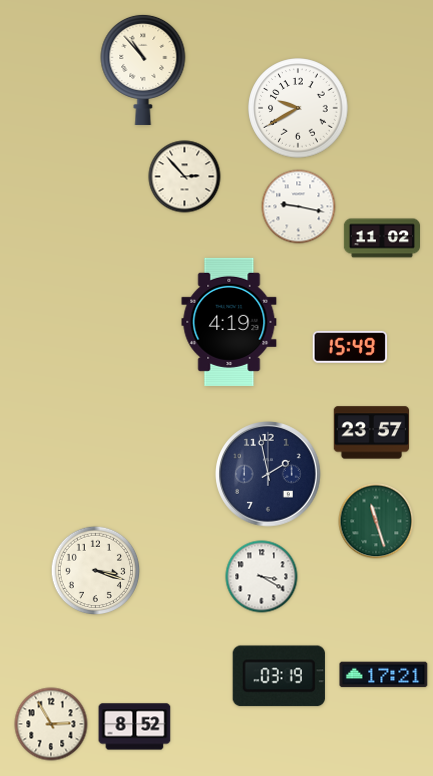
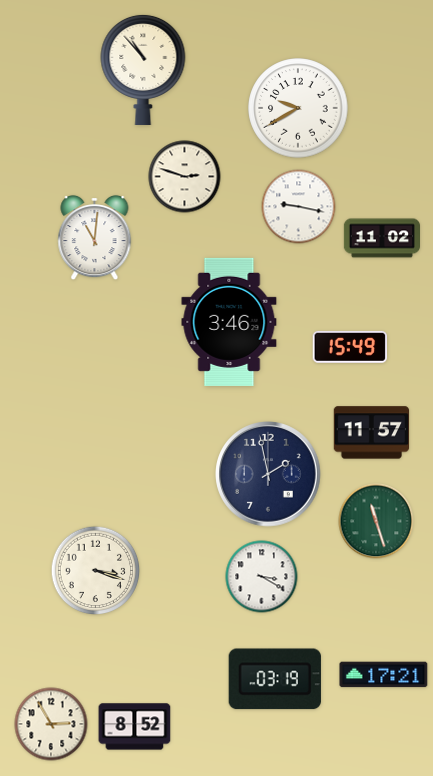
clock at (185, 177): 2:53 -> 2:48
clock at (95, 238): none -> 11:01
clock at (229, 322): 4:19 -> 3:46
clock at (372, 433): 23:57 -> 11:57
clock at (279, 676) position: (279, 676) -> (275, 679)
